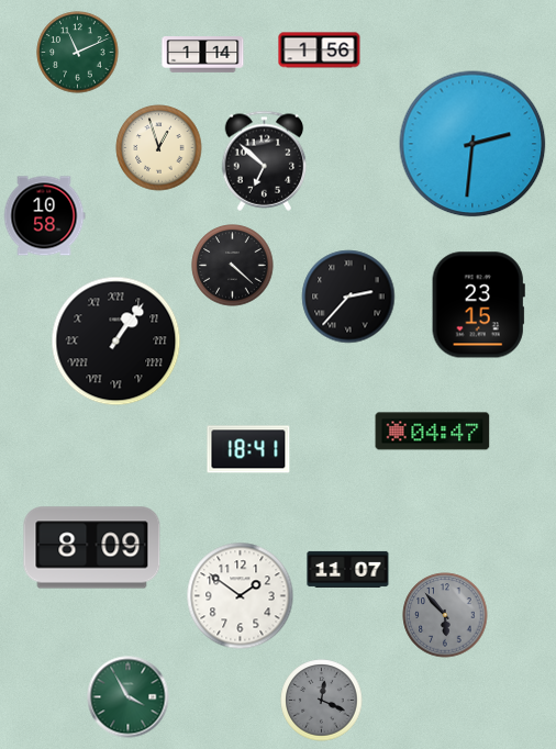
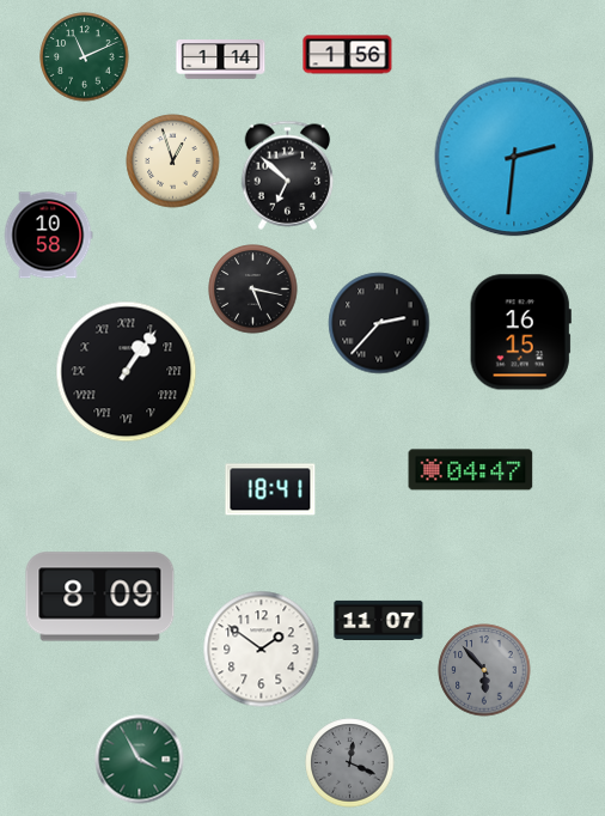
clock at (233, 266): 4:22 -> 5:17
clock at (478, 305): 23:15 -> 16:15
